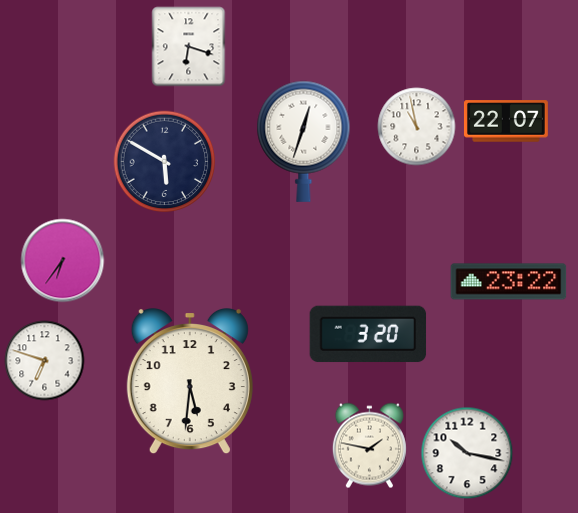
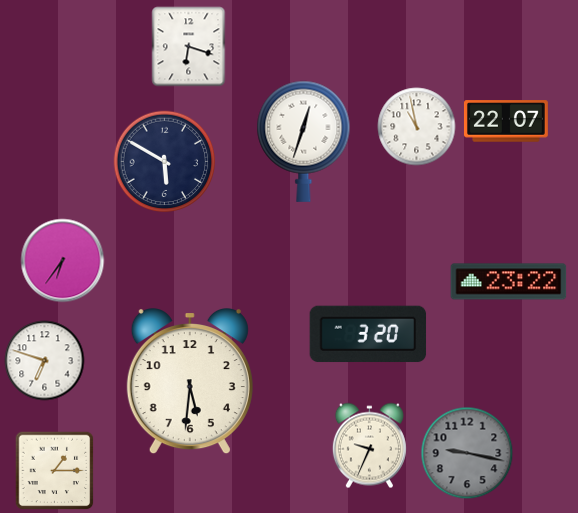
clock at (369, 446): 1:47 -> 9:34
clock at (467, 453): 10:17 -> 9:17
clock at (467, 453) dial: white -> grey
clock at (55, 471): none -> 1:15
